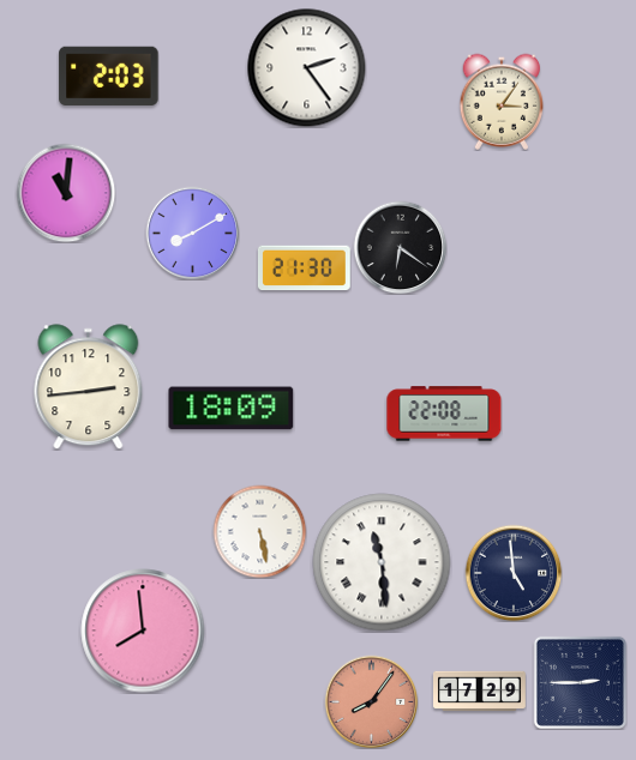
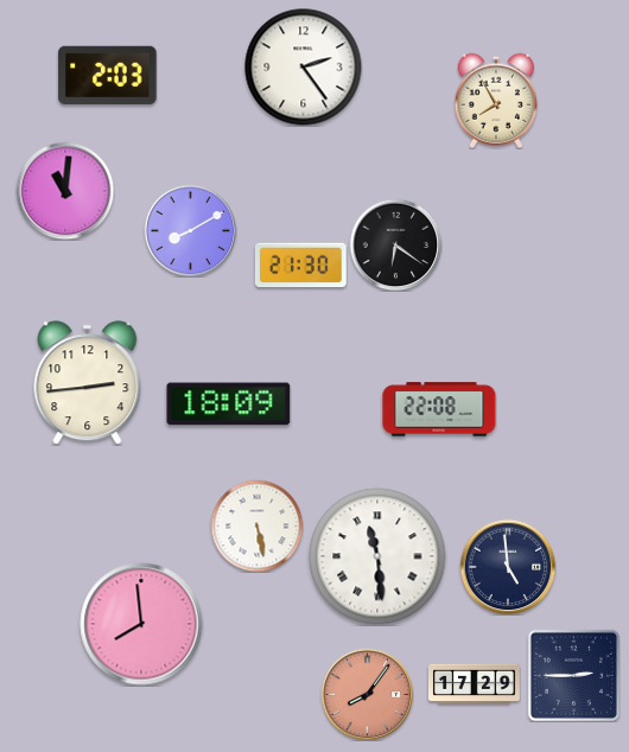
clock at (502, 102): 3:06 -> 7:55
